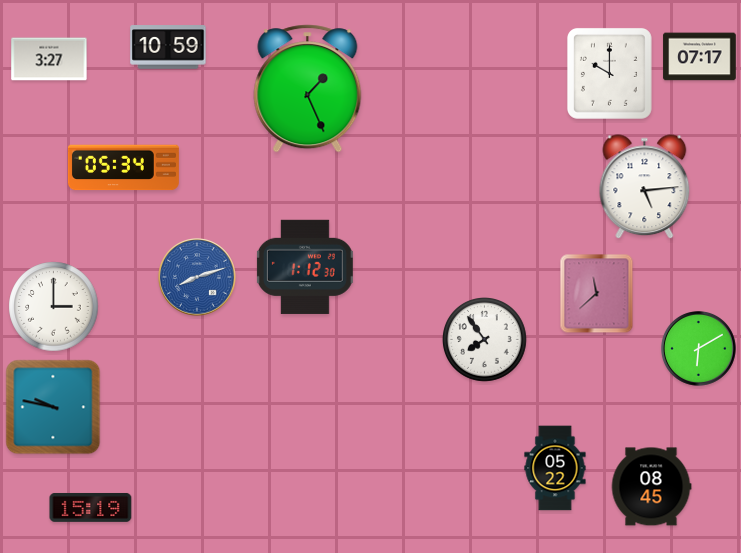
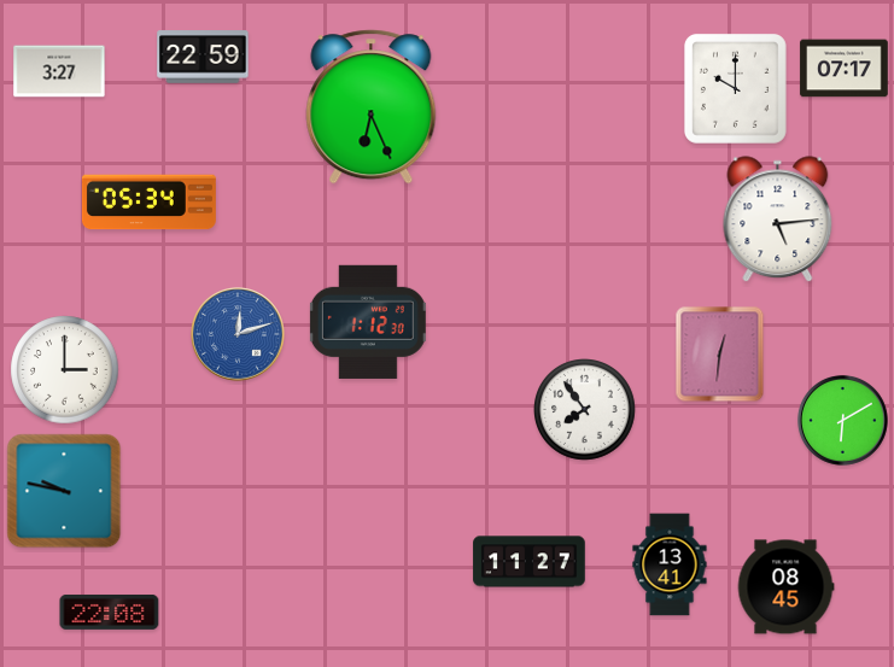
clock at (168, 47): 10:59 -> 22:59
clock at (308, 89): 1:26 -> 6:26
clock at (645, 187) position: (645, 187) -> (778, 220)
clock at (198, 278): 8:12 -> 12:12
clock at (597, 294): 11:38 -> 12:31
clock at (530, 562): none -> 11:27
clock at (555, 468): 05:22 -> 13:41
clock at (91, 507): 15:19 -> 22:08
